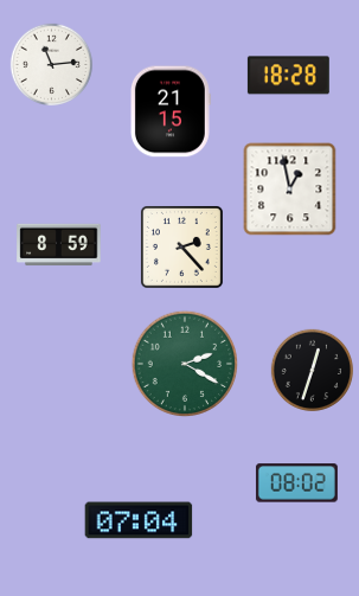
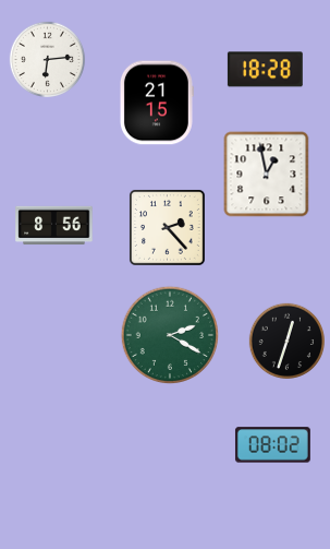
clock at (51, 64): 11:14 -> 6:14
clock at (59, 245): 8:59 -> 8:56
clock at (139, 520): 07:04 -> none
